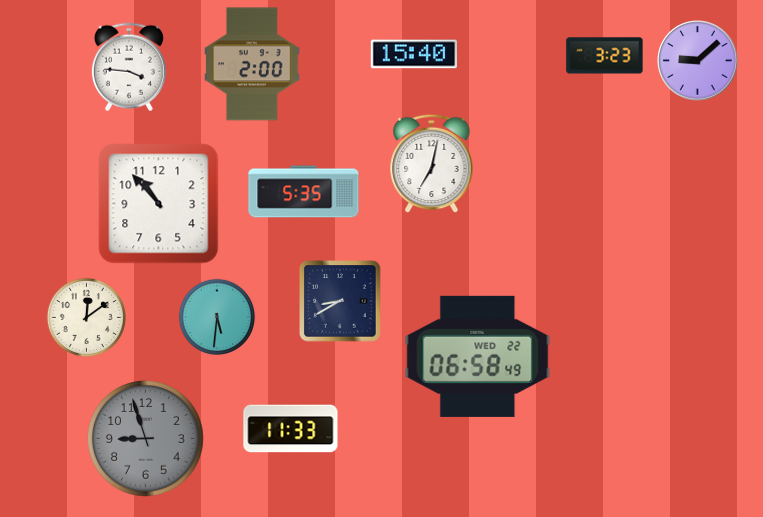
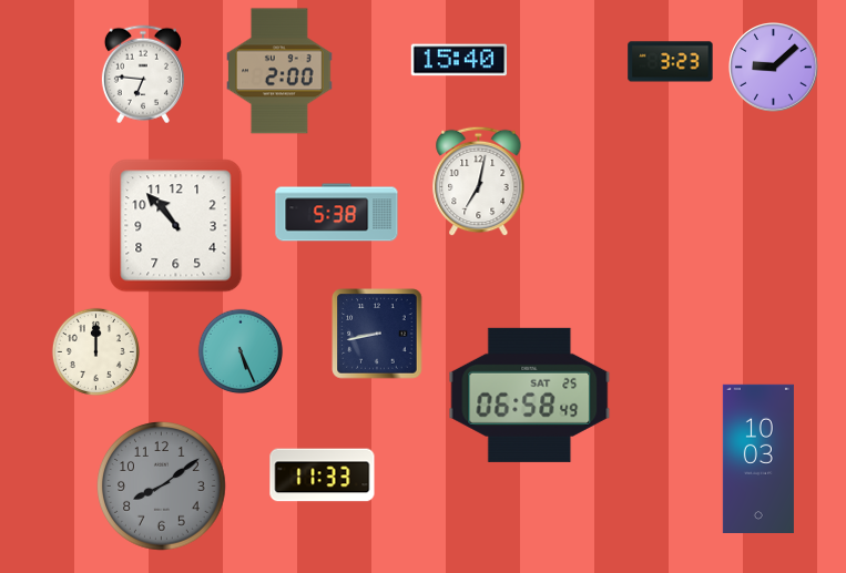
clock at (129, 67): 3:46 -> 6:46
clock at (304, 192): 5:35 -> 5:38
clock at (340, 301): 8:40 -> 8:43
clock at (86, 317): 12:09 -> 12:00
clock at (217, 317): 5:31 -> 5:26
clock at (478, 356) date: WED 22 -> SAT 25
clock at (758, 458): none -> 10:03
clock at (146, 439): 8:57 -> 8:09
